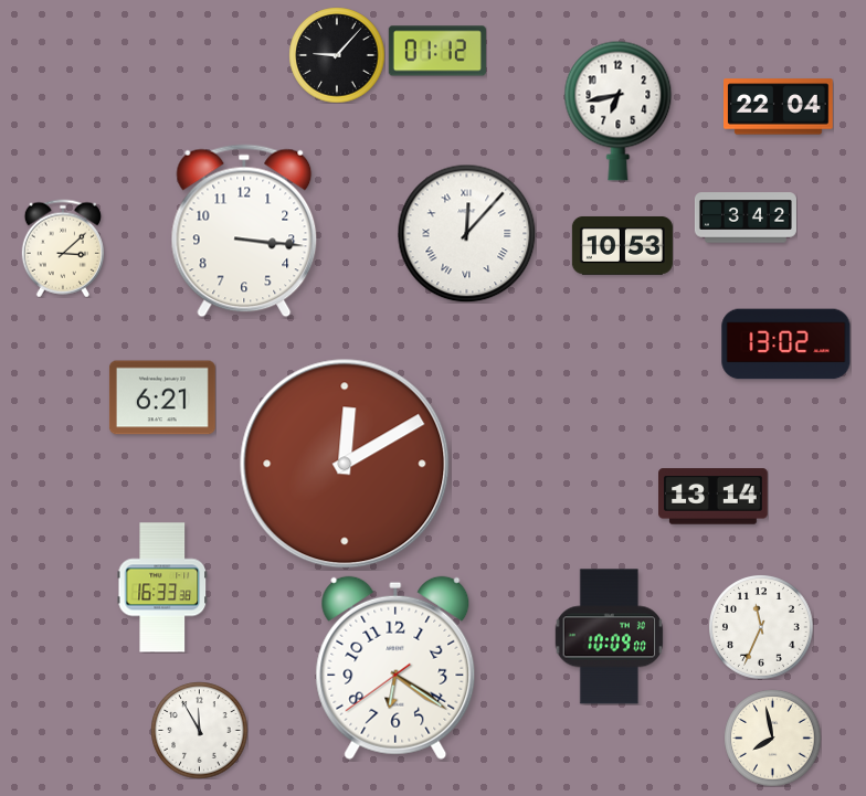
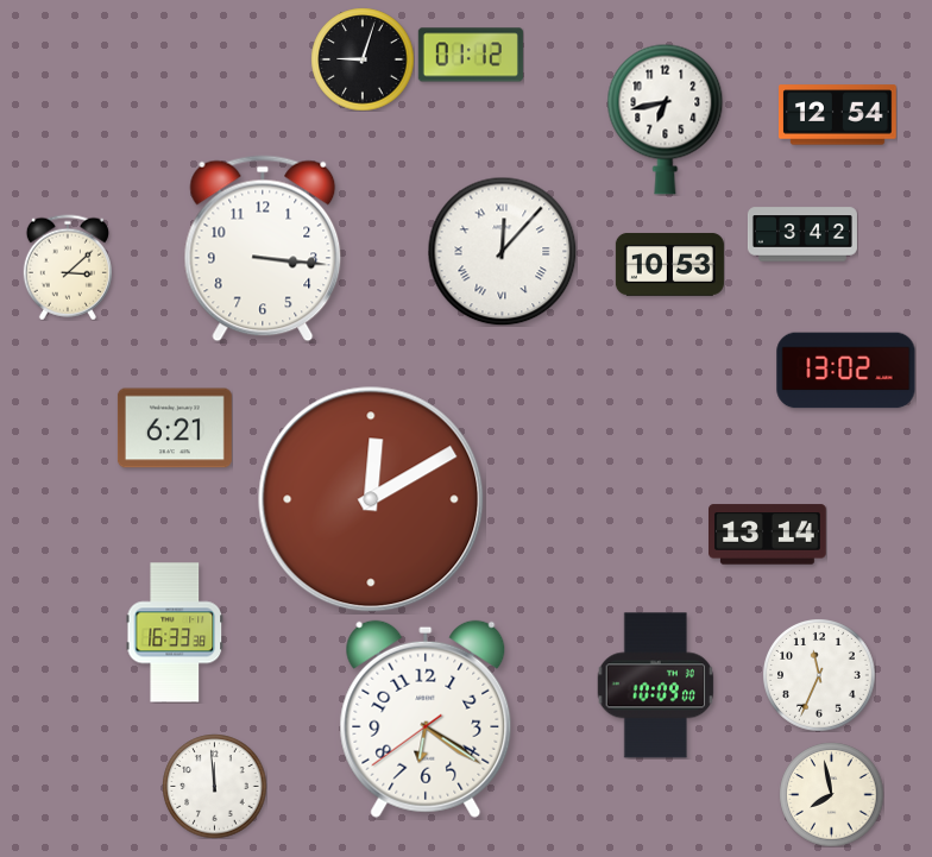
clock at (337, 55): 9:07 -> 9:03
clock at (779, 107): 22:04 -> 12:54
clock at (199, 730): 11:55 -> 11:59
